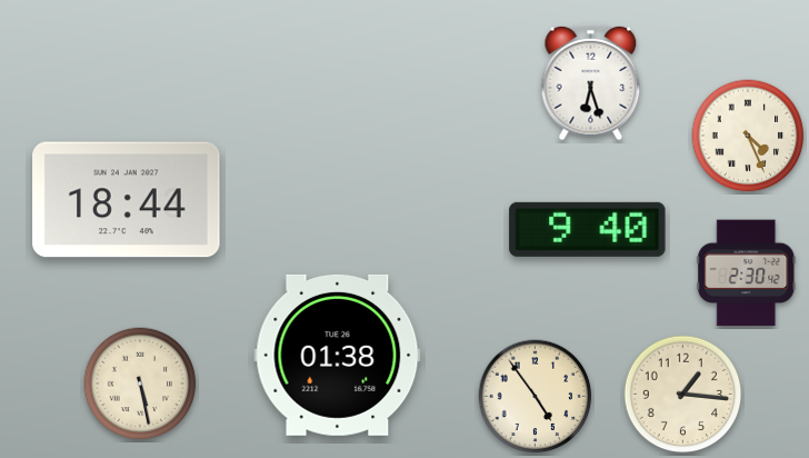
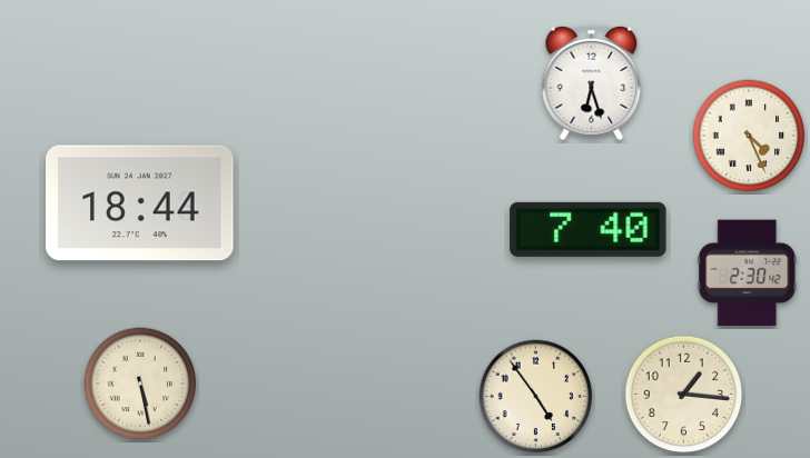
clock at (127, 200) position: (127, 200) -> (140, 203)
clock at (588, 229): 9:40 -> 7:40
clock at (338, 355): 01:38 -> none
